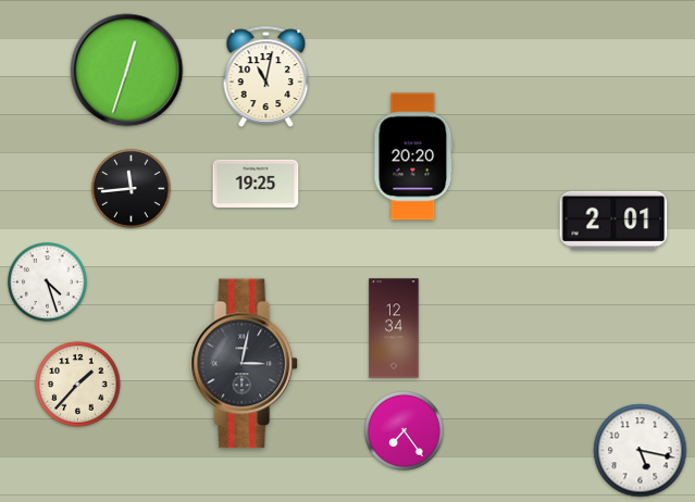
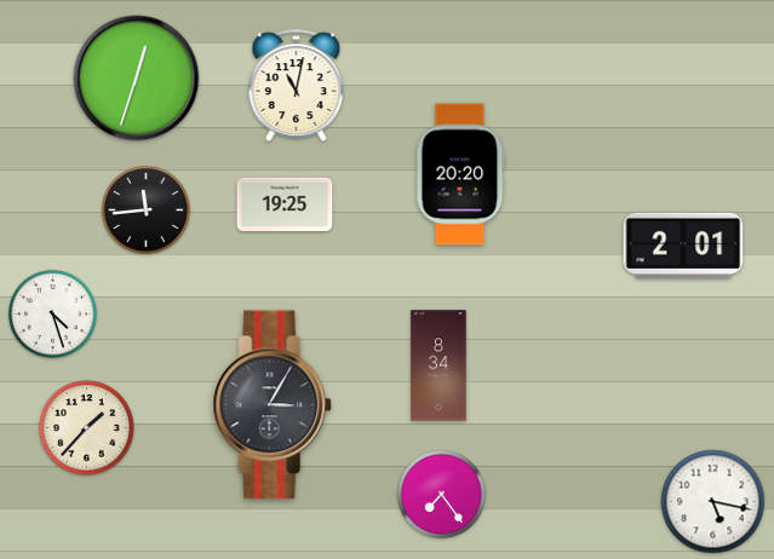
clock at (127, 71) position: (127, 71) -> (137, 79)
clock at (394, 328): 12:34 -> 8:34
clock at (245, 364): 3:02 -> 3:05
clock at (405, 431) position: (405, 431) -> (442, 495)
